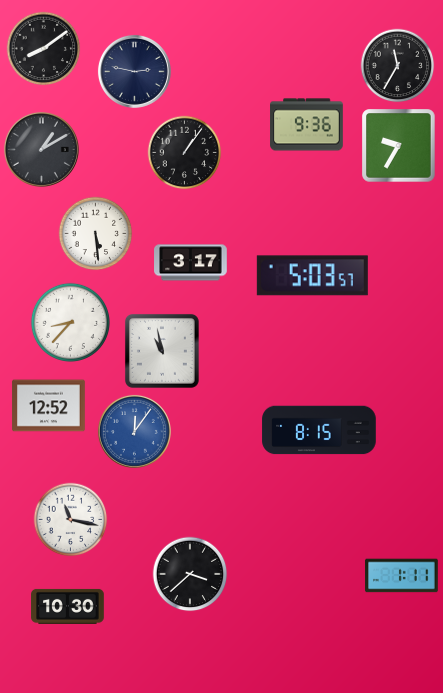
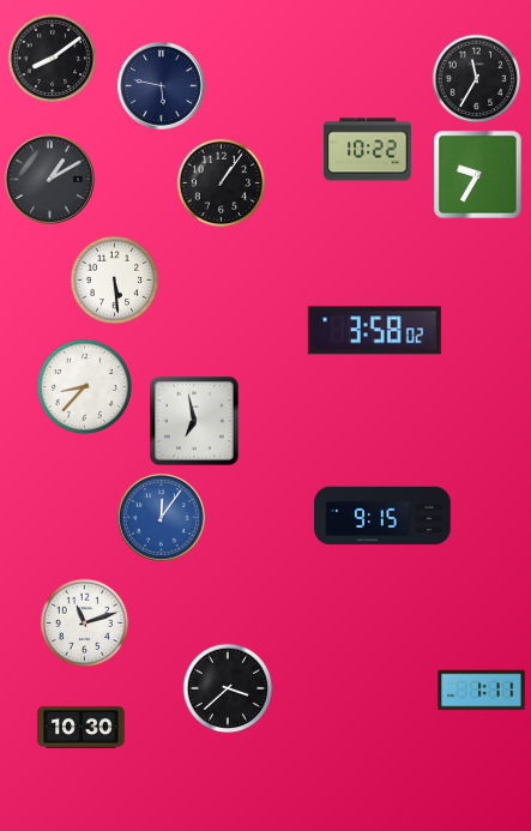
clock at (134, 71): 2:47 -> 5:47
clock at (307, 125): 9:36 -> 10:22
clock at (191, 263): 3:17 -> none
clock at (312, 276): 5:03 -> 3:58
clock at (162, 351): 10:58 -> 6:58
clock at (49, 406): 12:52 -> none
clock at (319, 430): 8:15 -> 9:15
clock at (71, 520): 11:17 -> 11:12
